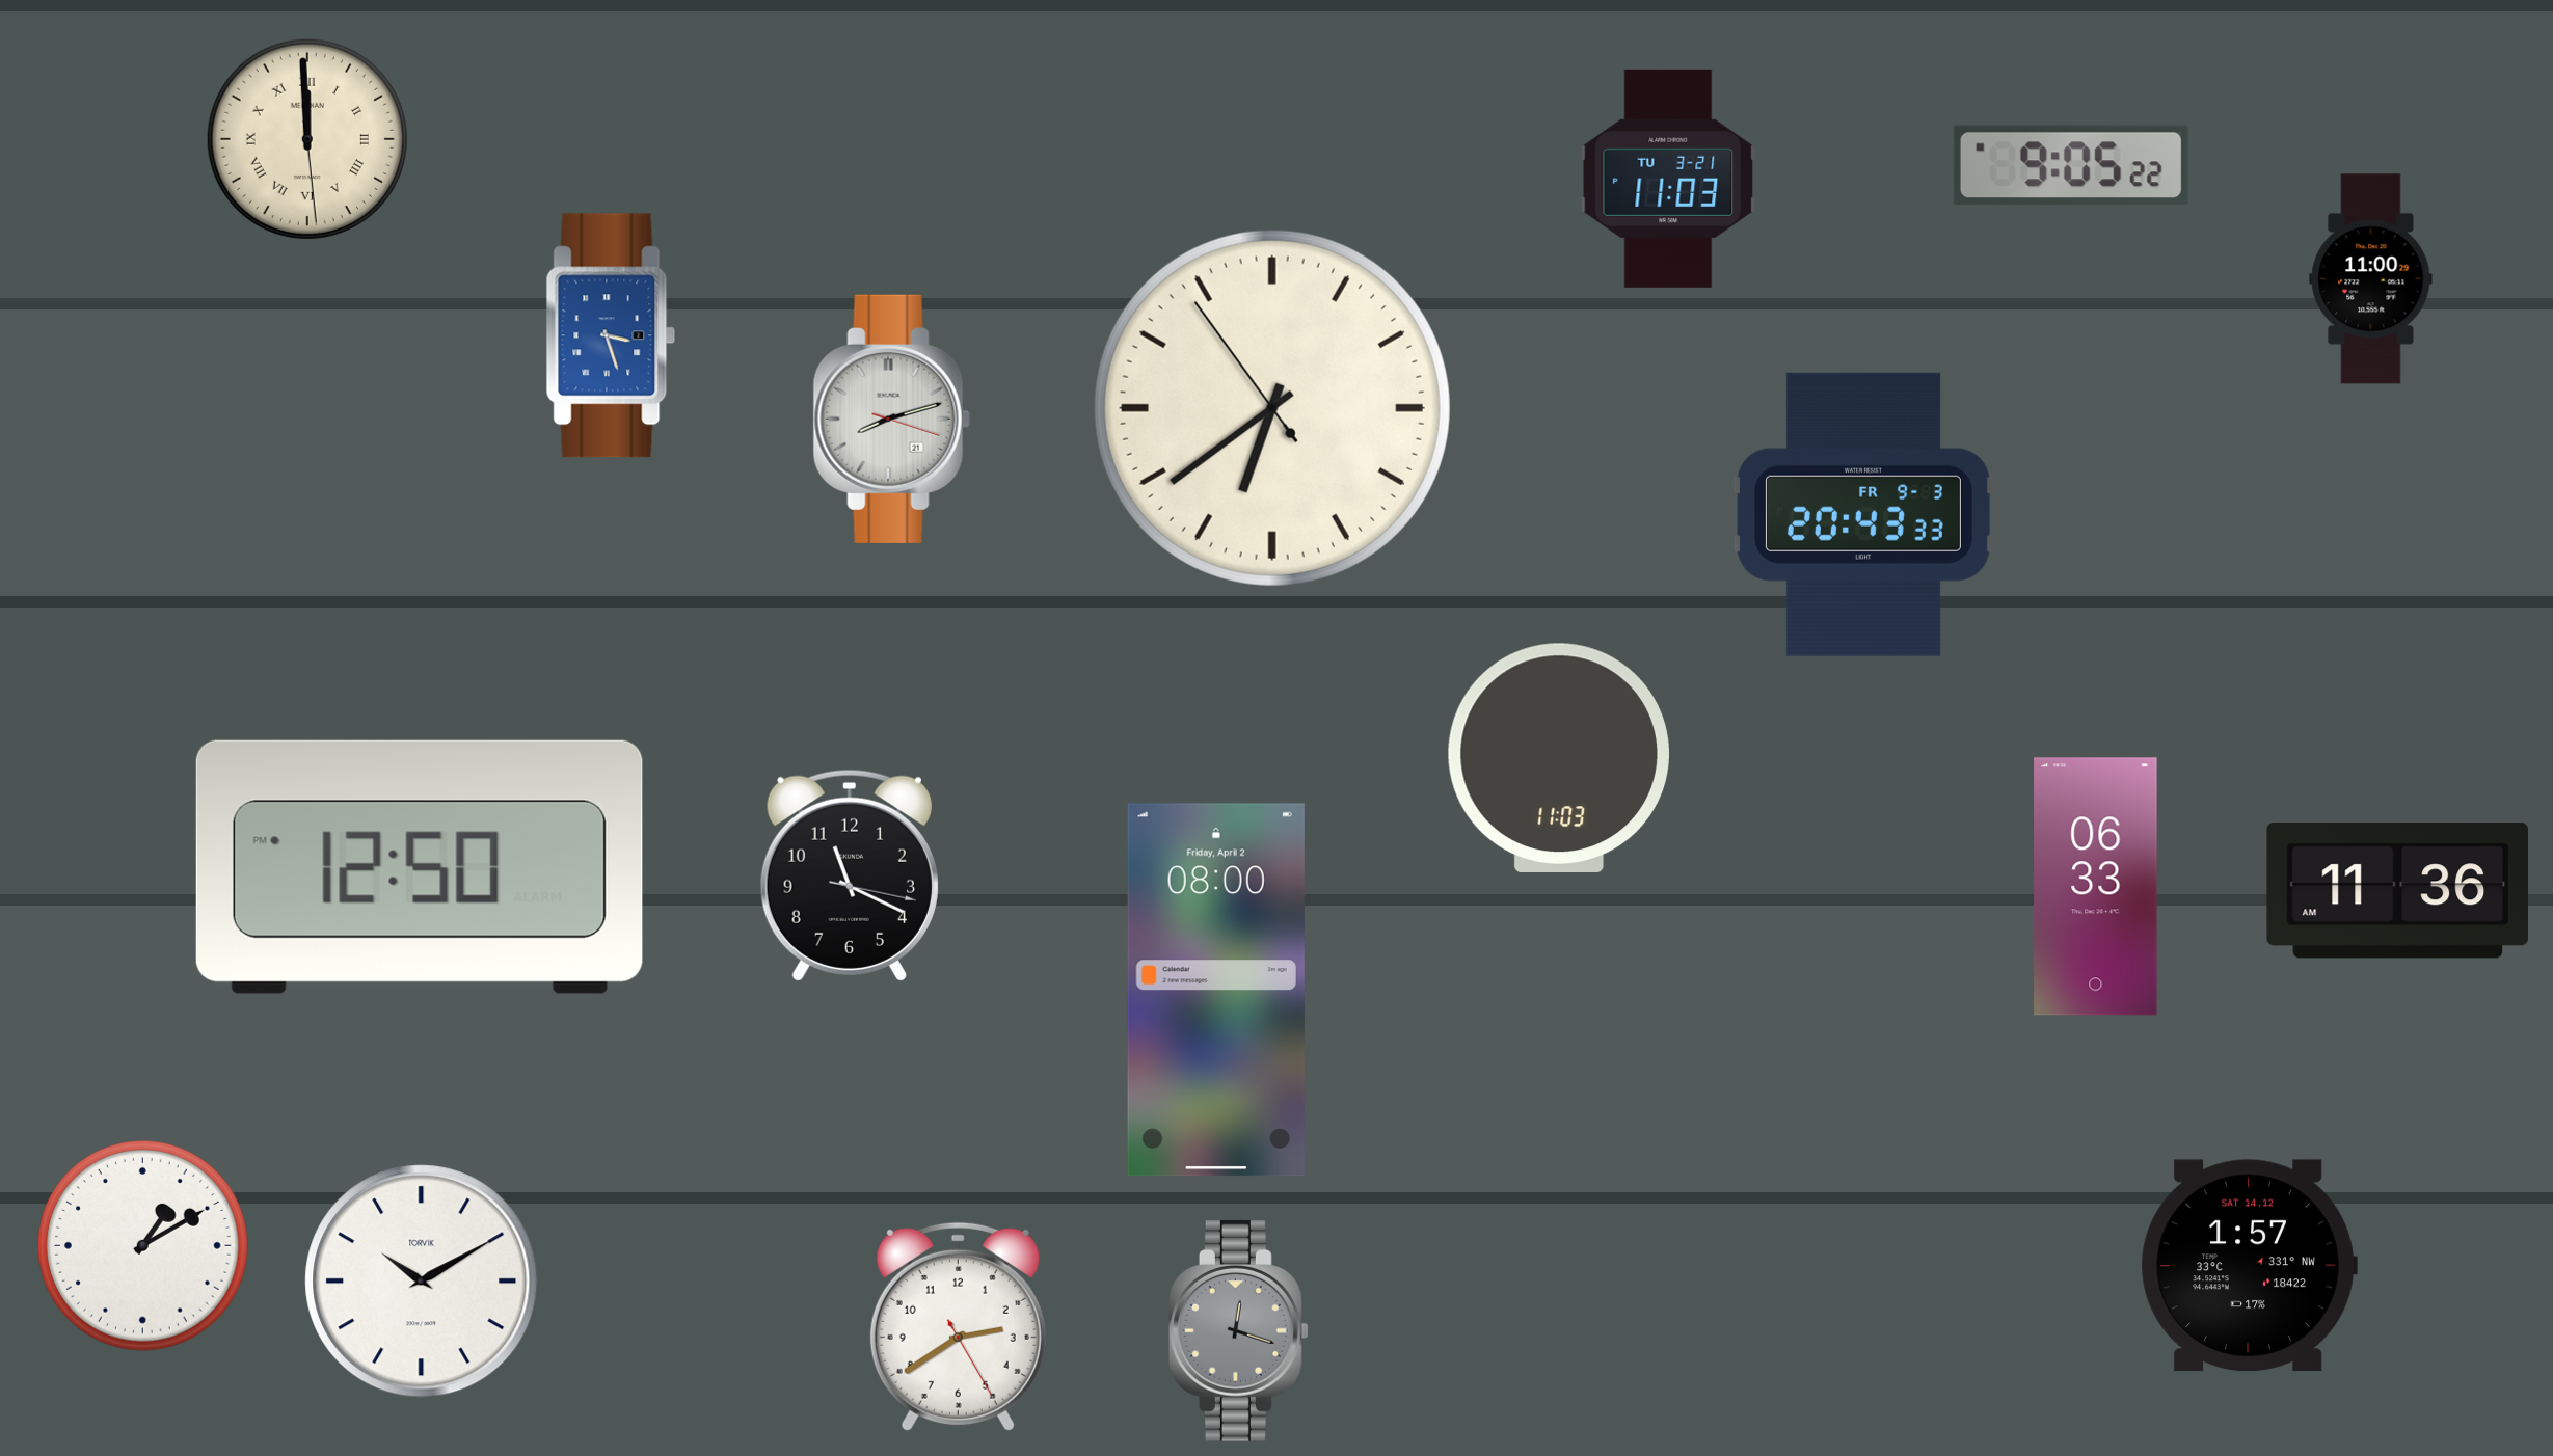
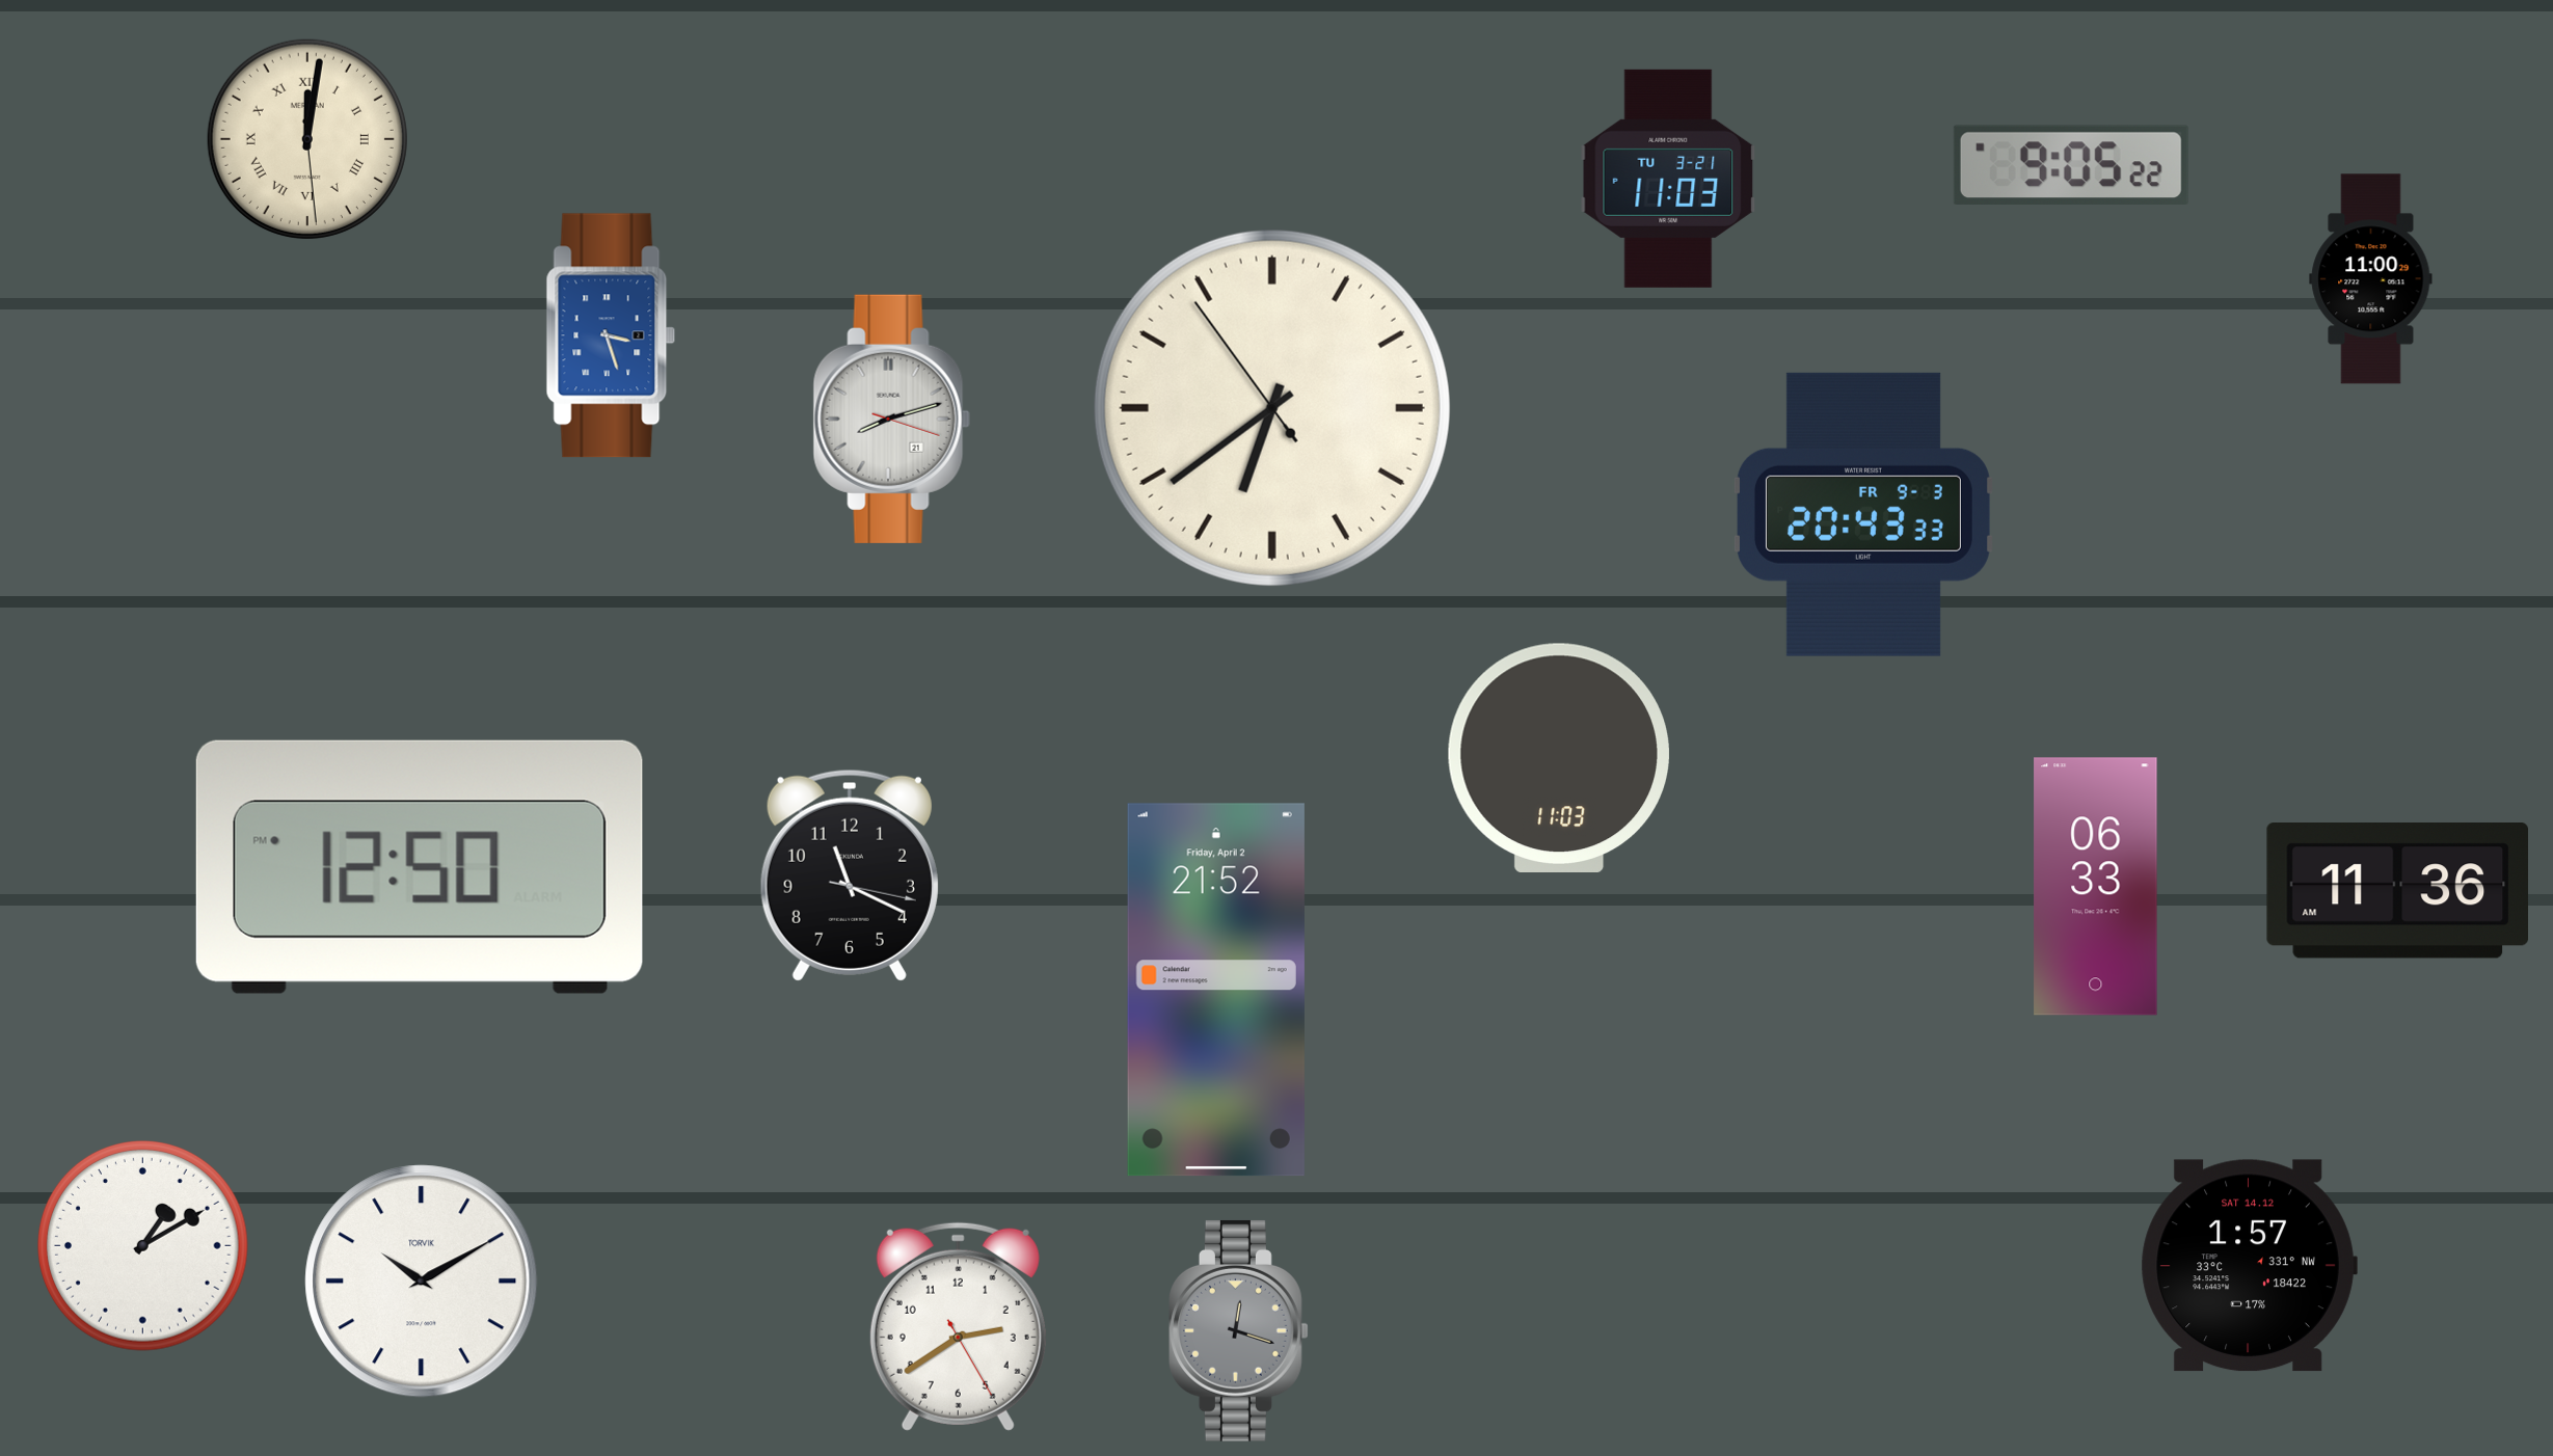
clock at (307, 139): 11:59 -> 12:01
clock at (1216, 990): 08:00 -> 21:52
